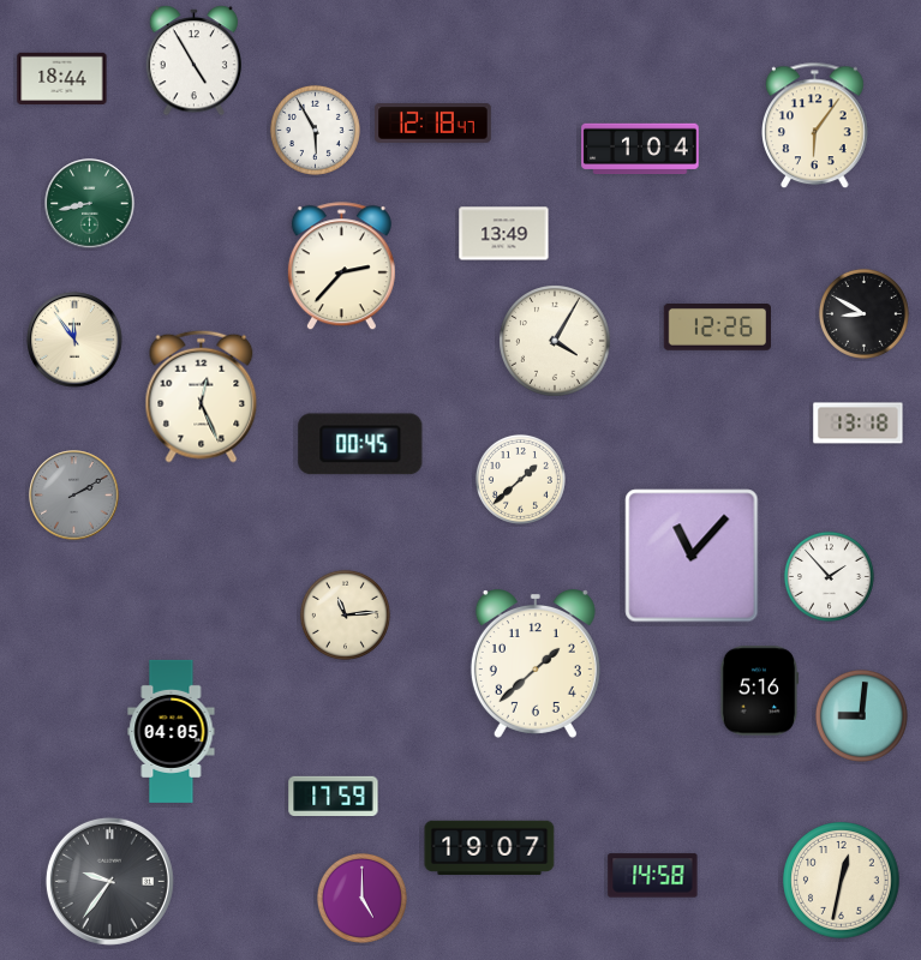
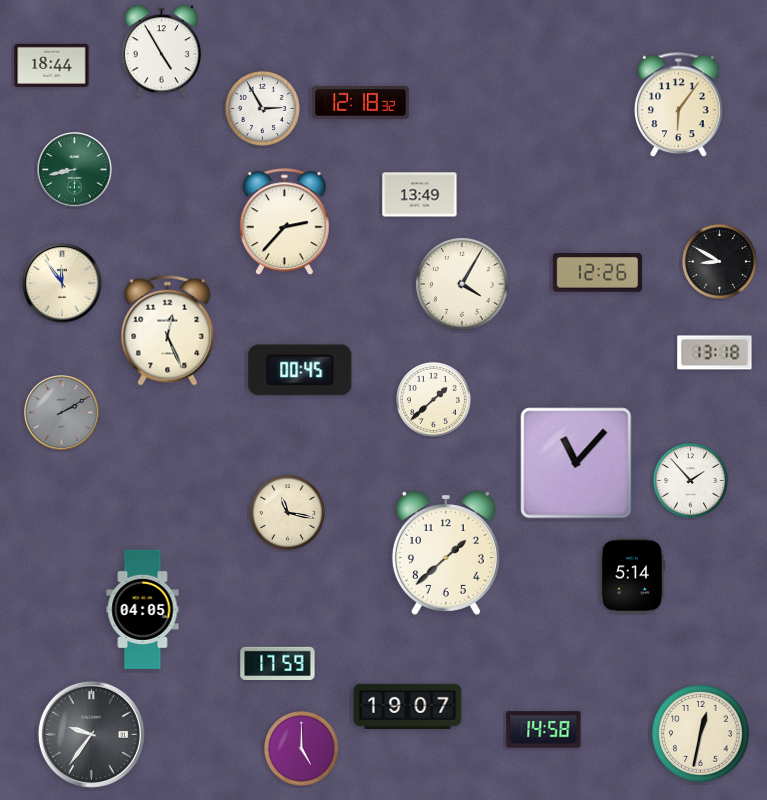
clock at (433, 124): 12:18:47 -> 12:18:32
clock at (315, 130): 5:55 -> 2:55
clock at (640, 149): 1:04 -> none
clock at (345, 614): 11:14 -> 11:17
clock at (759, 691): 5:16 -> 5:14
clock at (861, 715): 9:01 -> none
